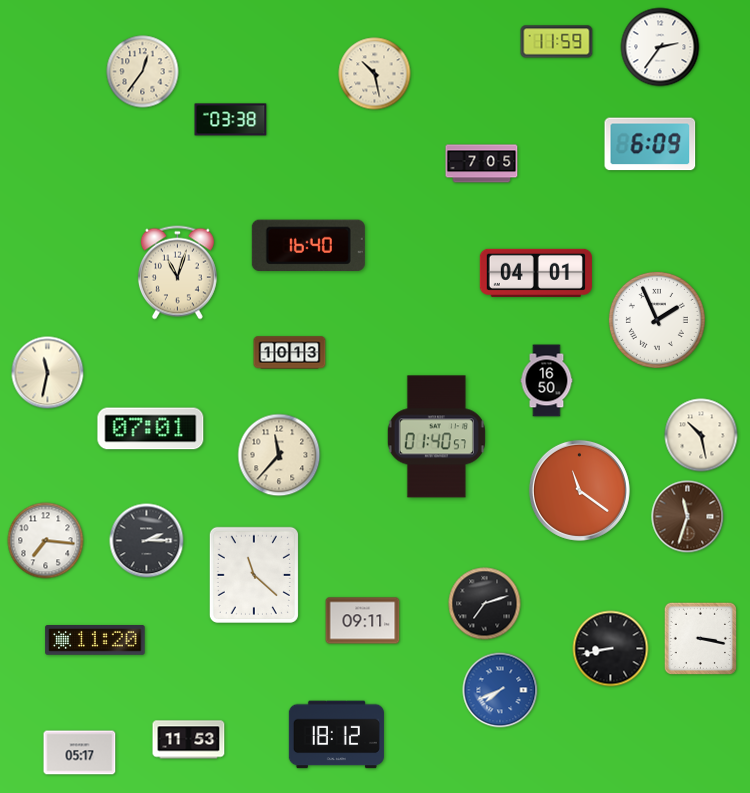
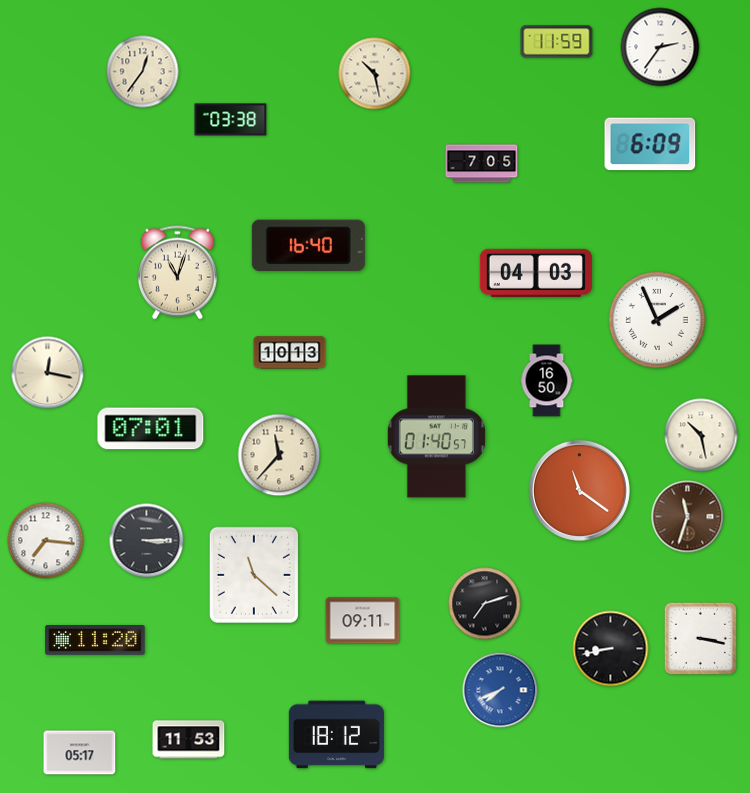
clock at (536, 273): 04:01 -> 04:03
clock at (48, 373): 11:32 -> 12:17
clock at (147, 541): 2:15 -> 3:15
